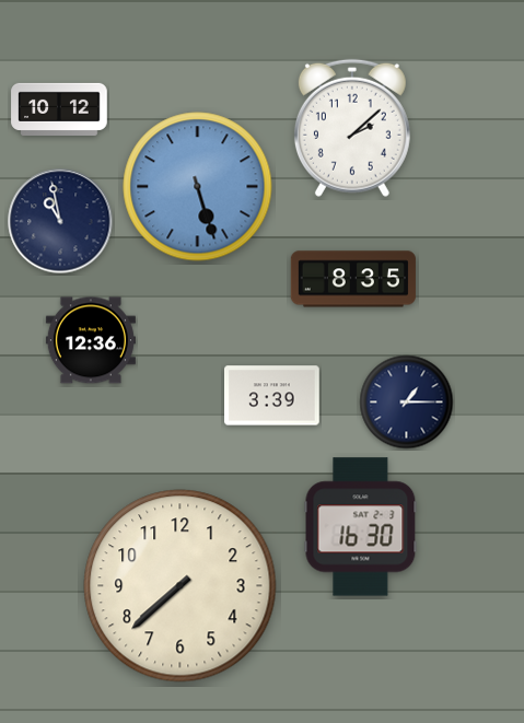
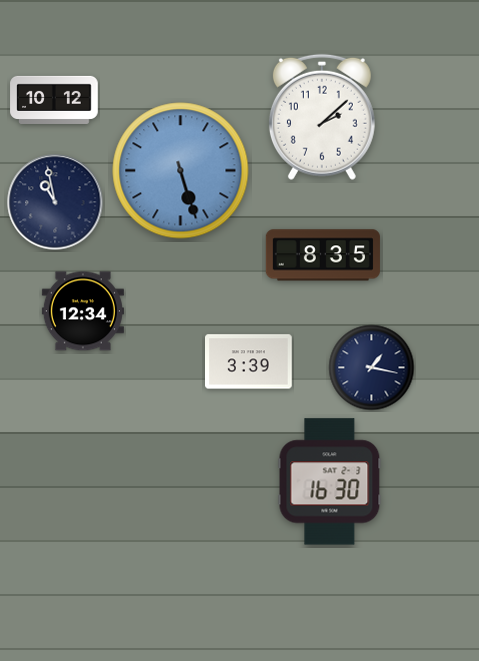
clock at (91, 340): 12:36 -> 12:34
clock at (407, 403): 1:15 -> 1:17
clock at (181, 586): 7:38 -> none
